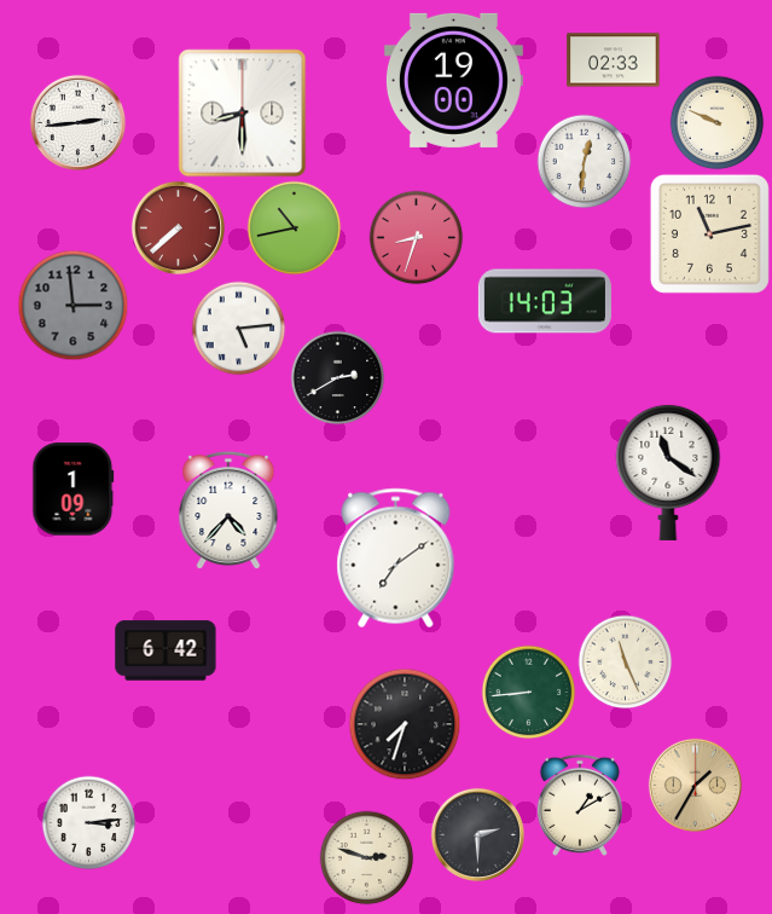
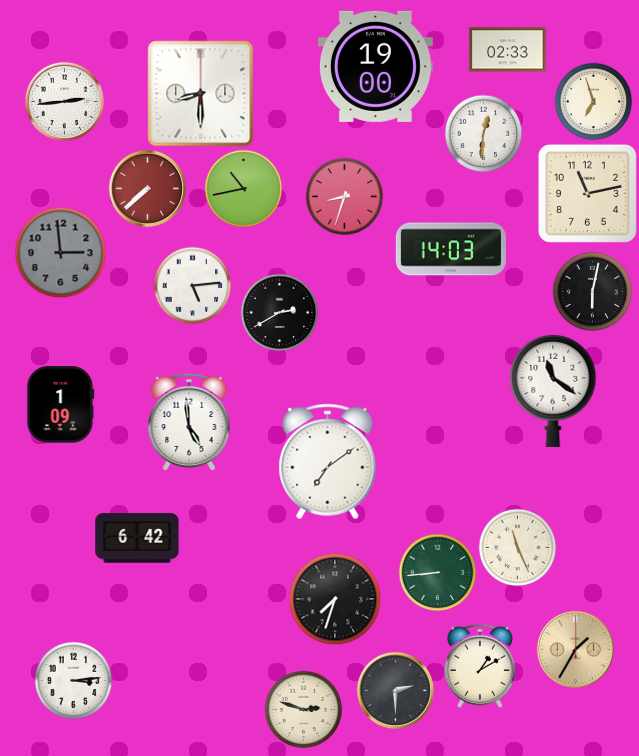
clock at (716, 122): 9:49 -> 6:57
clock at (238, 328) position: (238, 328) -> (192, 285)
clock at (592, 291): none -> 6:02
clock at (228, 510): 4:37 -> 4:59
